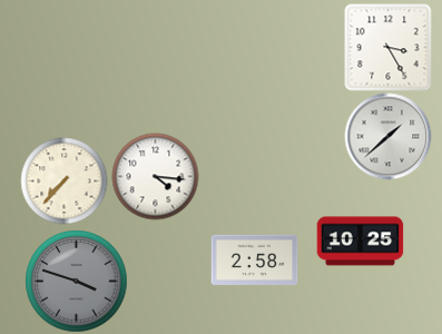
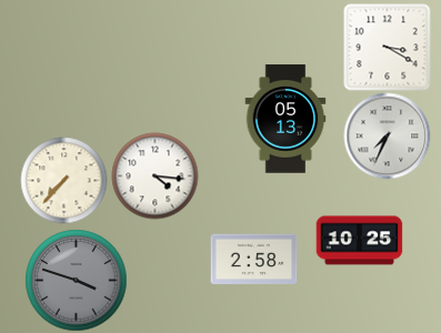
clock at (387, 47): 3:25 -> 3:20
clock at (285, 119): none -> 05:13
clock at (387, 136): 1:38 -> 7:34
